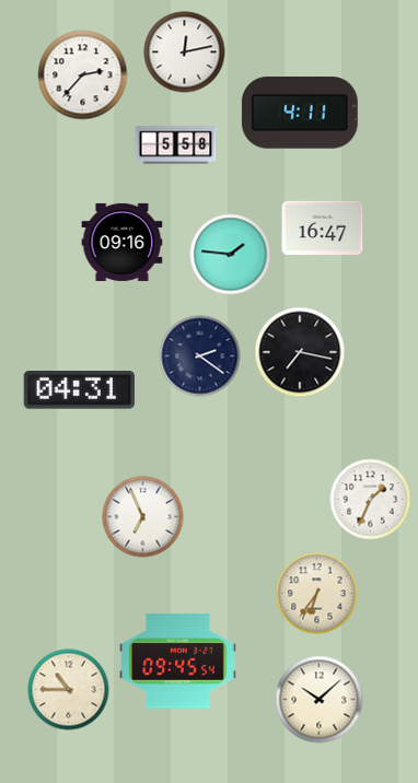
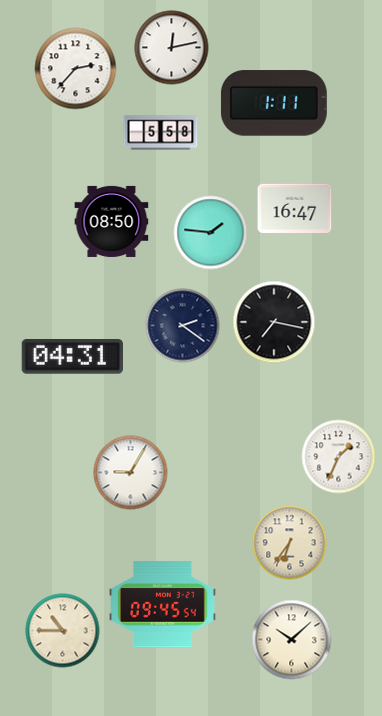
clock at (185, 52) position: (185, 52) -> (172, 48)
clock at (300, 113): 4:11 -> 1:11
clock at (123, 242): 09:16 -> 08:50
clock at (143, 517): 6:56 -> 9:05
